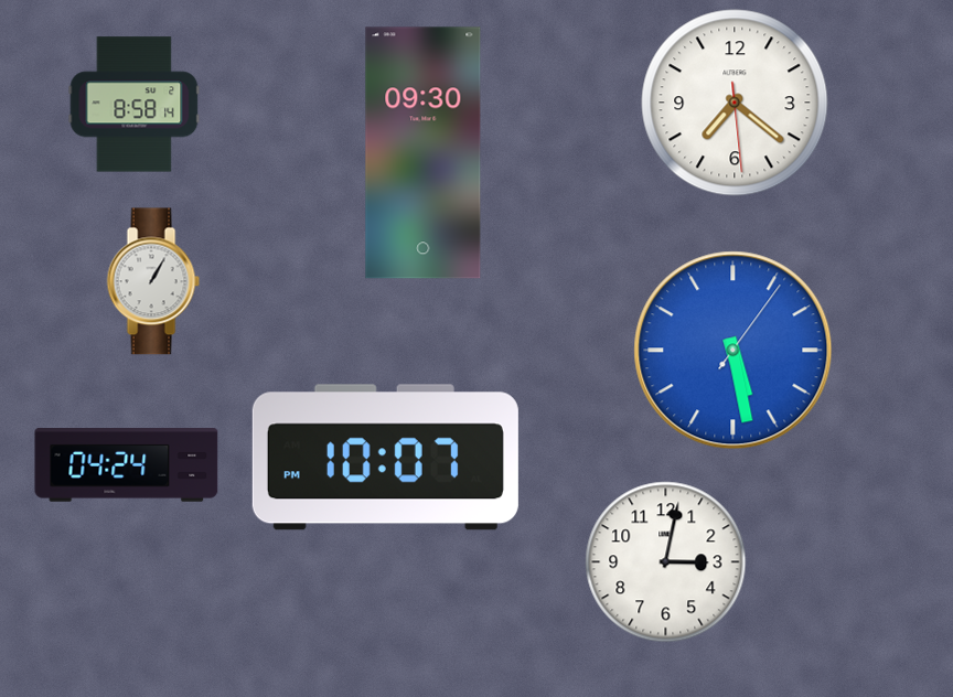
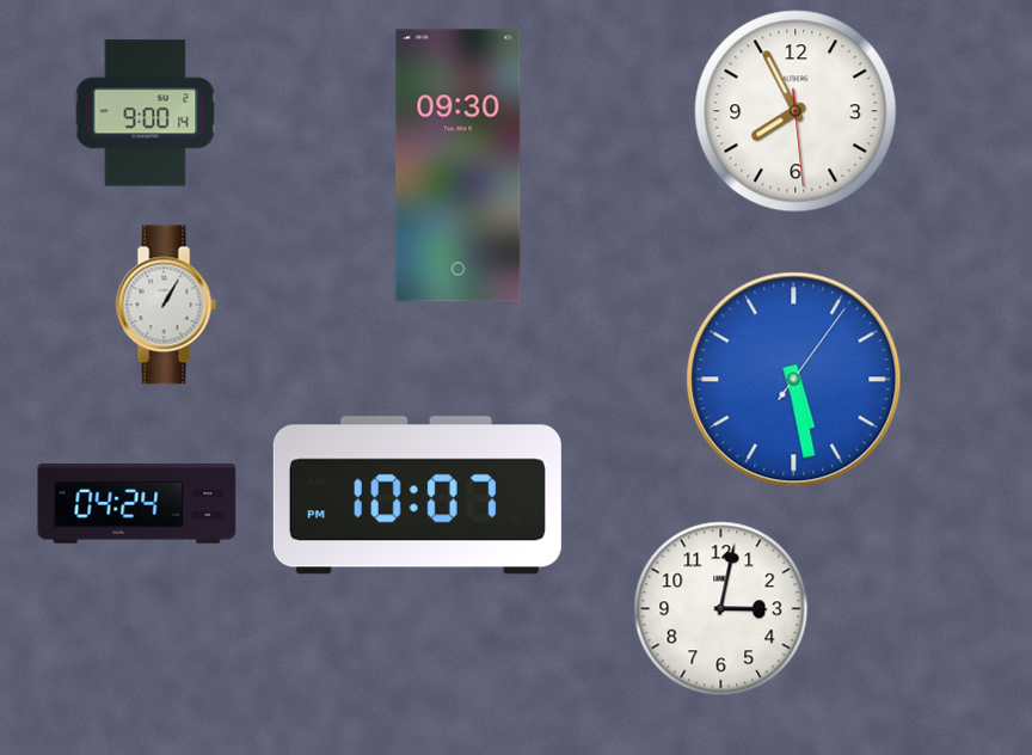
clock at (735, 103): 7:21 -> 7:55
clock at (135, 105): 8:58 -> 9:00
